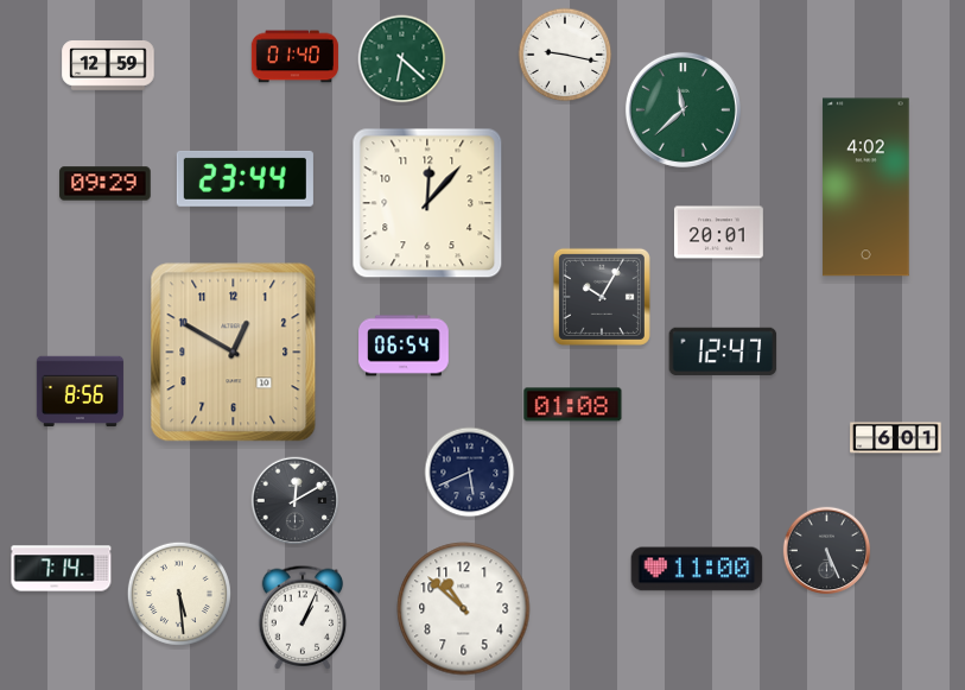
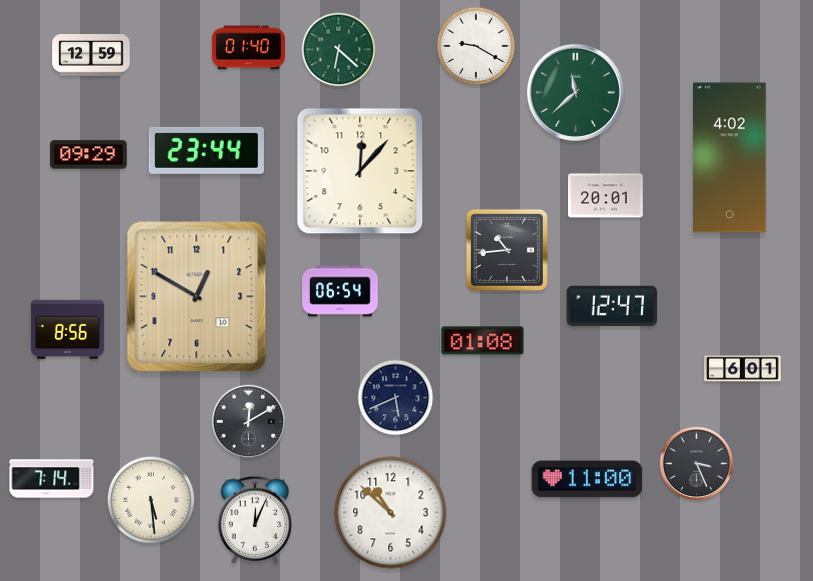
clock at (565, 55): 9:17 -> 9:20
clock at (602, 297): 10:05 -> 10:44
clock at (723, 352) position: (723, 352) -> (612, 306)
clock at (896, 438) position: (896, 438) -> (743, 369)
clock at (827, 551): 5:26 -> 3:26
clock at (303, 618): 1:04 -> 12:04
